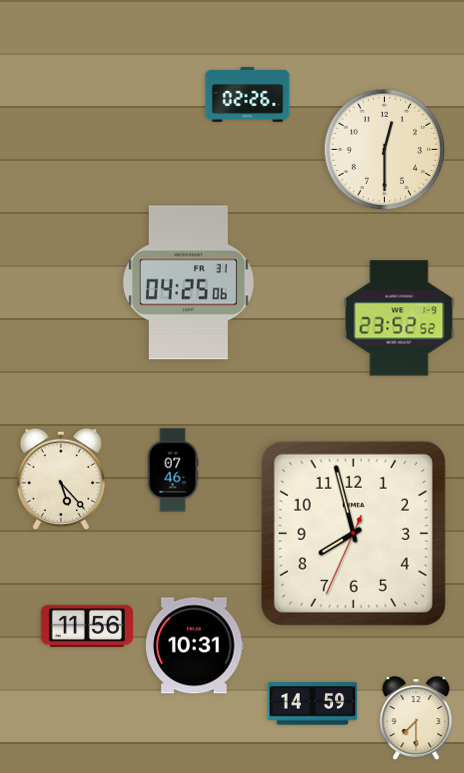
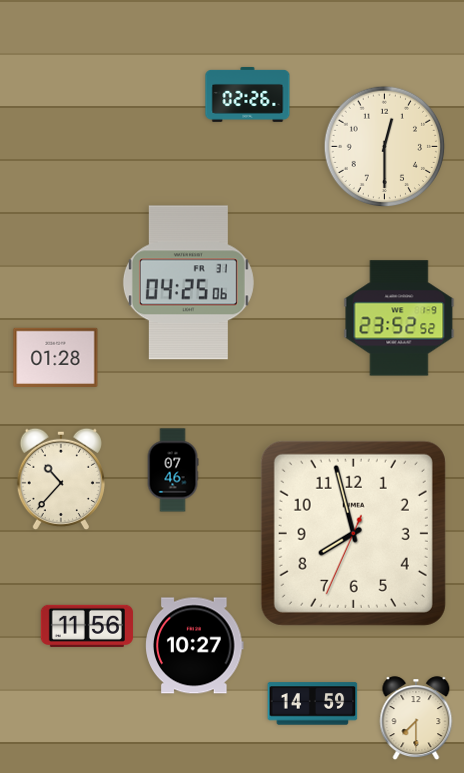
clock at (385, 150) position: (385, 150) -> (385, 147)
clock at (56, 357): none -> 01:28
clock at (60, 479): 5:23 -> 10:37
clock at (195, 646): 10:31 -> 10:27
